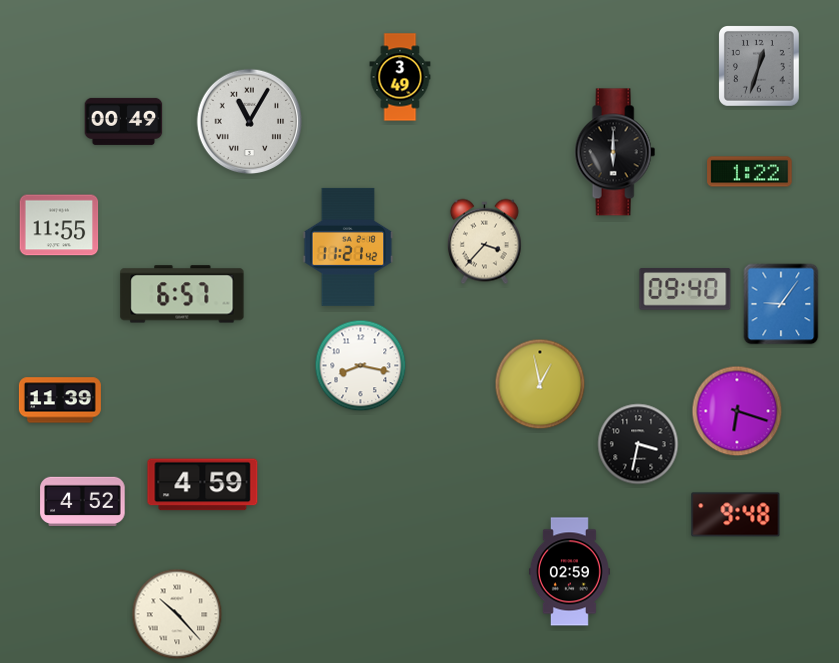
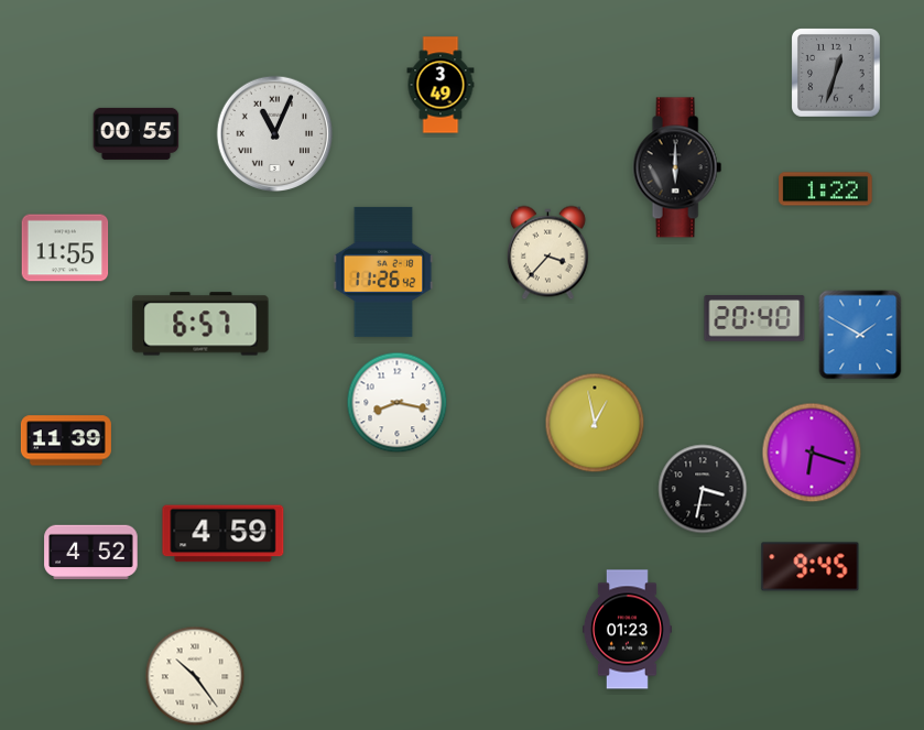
clock at (124, 121): 00:49 -> 00:55
clock at (250, 122): 11:05 -> 11:04
clock at (484, 242) position: (484, 242) -> (547, 253)
clock at (348, 247): 11:21 -> 11:26
clock at (685, 289): 09:40 -> 20:40
clock at (781, 304): 9:06 -> 1:50
clock at (736, 515): 9:48 -> 9:45
clock at (569, 572): 02:59 -> 01:23
clock at (177, 614): 10:23 -> 10:24
